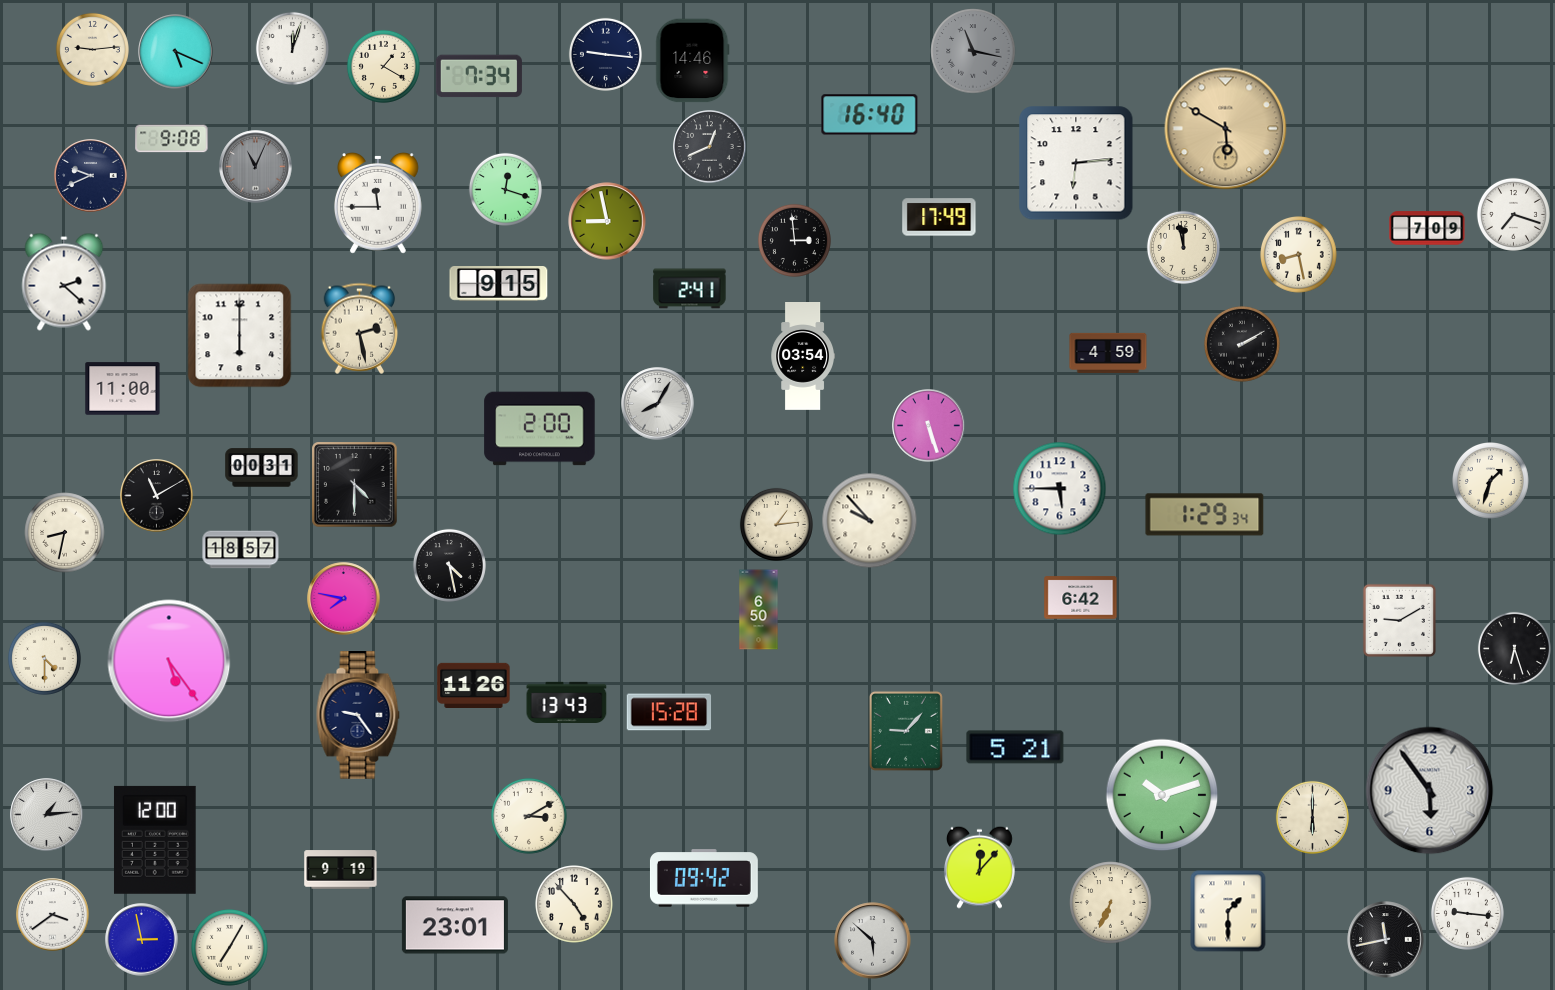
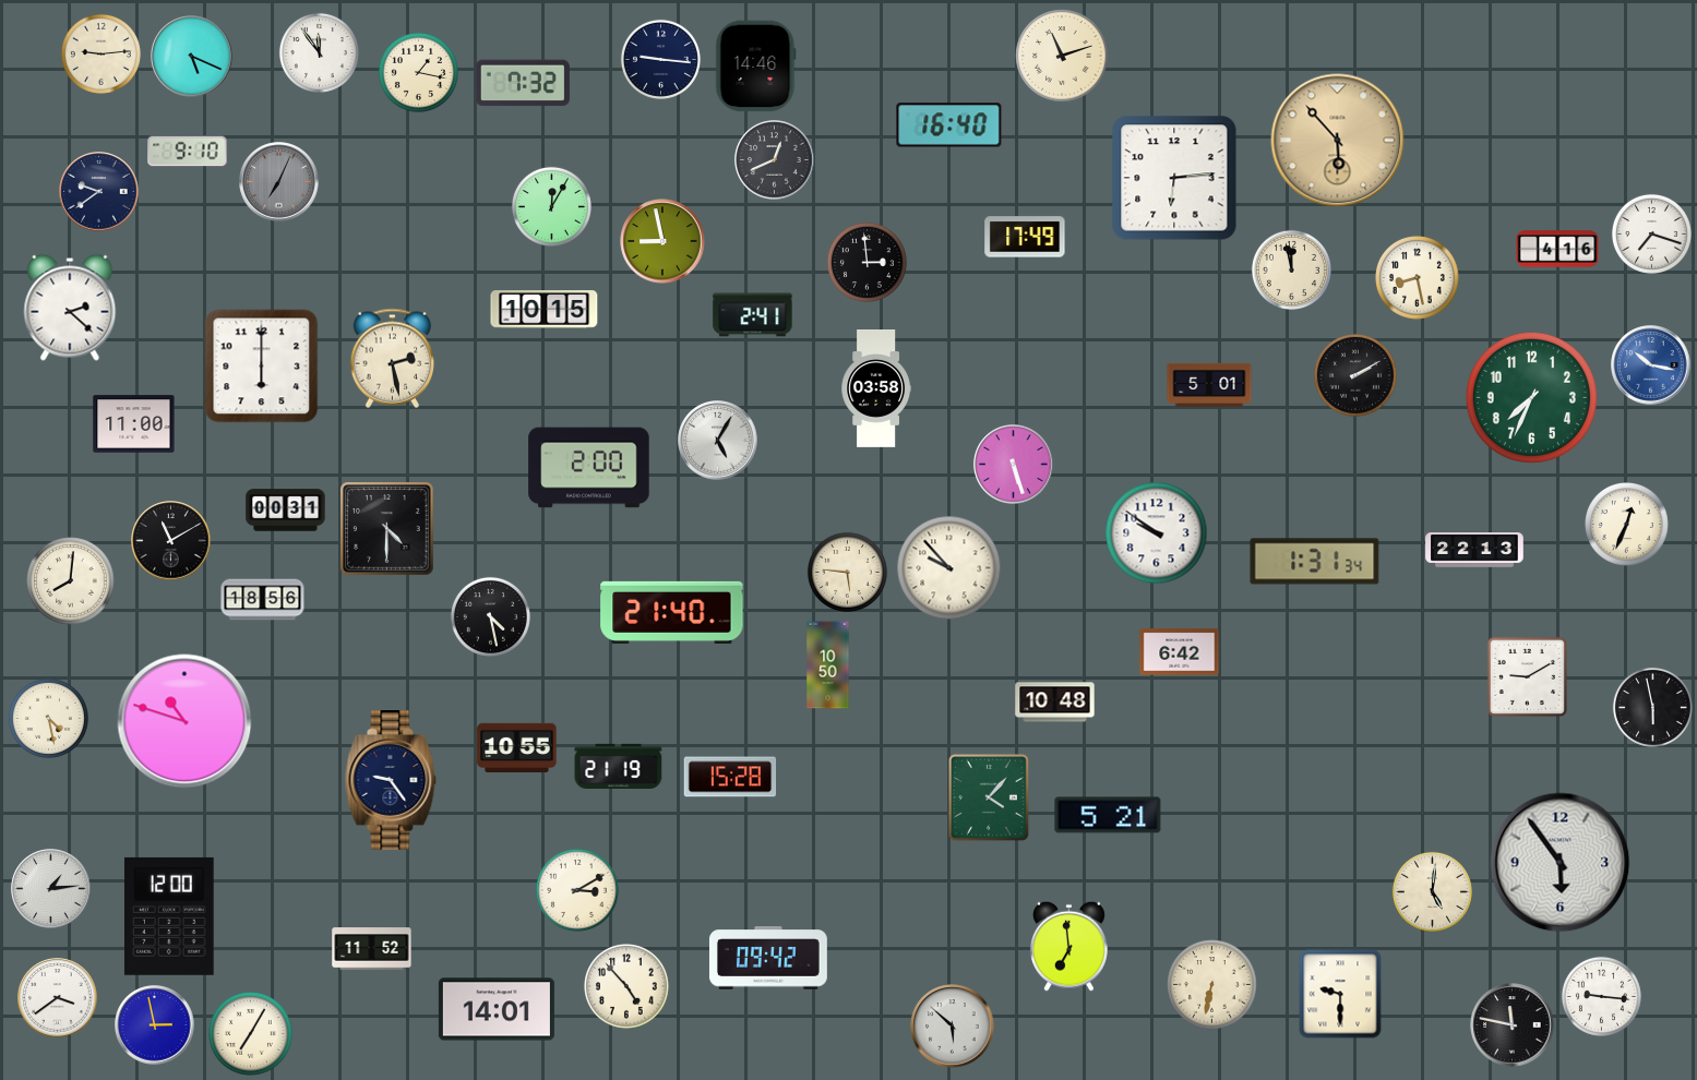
clock at (292, 48): 12:03 -> 11:54
clock at (973, 51): 11:17 -> 11:12
clock at (973, 51) dial: grey -> cream
clock at (383, 66): 1:20 -> 1:17
clock at (479, 76): 7:34 -> 7:32
clock at (1226, 129): 5:50 -> 5:53
clock at (172, 139): 9:08 -> 9:10
clock at (256, 167): 11:04 -> 7:04
clock at (91, 176): 9:41 -> 9:39
clock at (505, 189): 12:18 -> 12:05
clock at (378, 204): 11:45 -> none
clock at (1427, 228): 7:09 -> 4:16
clock at (499, 284): 9:15 -> 10:15
clock at (1651, 365): none -> 10:17
clock at (1108, 353): 4:59 -> 5:01
clock at (802, 357): 03:54 -> 03:58
clock at (1531, 397): none -> 7:34
clock at (658, 404): 8:05 -> 5:05
clock at (1491, 481): 1:33 -> 12:34
clock at (1060, 489): 5:45 -> 9:51
clock at (1474, 551): none -> 22:13
clock at (1205, 515): 1:29 -> 1:31
clock at (776, 524): 1:14 -> 5:46
clock at (65, 533): 8:32 -> 8:01
clock at (241, 550): 18:57 -> 18:56
clock at (672, 612): none -> 21:40
clock at (344, 599): 7:47 -> none
clock at (759, 610): 6:50 -> 10:50
clock at (1055, 703): none -> 10:48
clock at (1514, 648): 6:27 -> 5:58
clock at (44, 658): 4:30 -> 4:28
clock at (169, 661): 5:24 -> 10:48
clock at (474, 685): 11:26 -> 10:55
clock at (567, 702): 13:43 -> 21:19
clock at (906, 731): 9:07 -> 4:07
clock at (1162, 795): 10:12 -> none
clock at (1312, 817): 6:00 -> 5:01
clock at (979, 867): 12:07 -> 6:59
clock at (341, 870): 9:19 -> 11:52
clock at (1111, 903): 6:34 -> 6:32
clock at (1228, 911): 1:30 -> 9:30
clock at (455, 925): 23:01 -> 14:01
clock at (1386, 940): 11:43 -> 11:47
